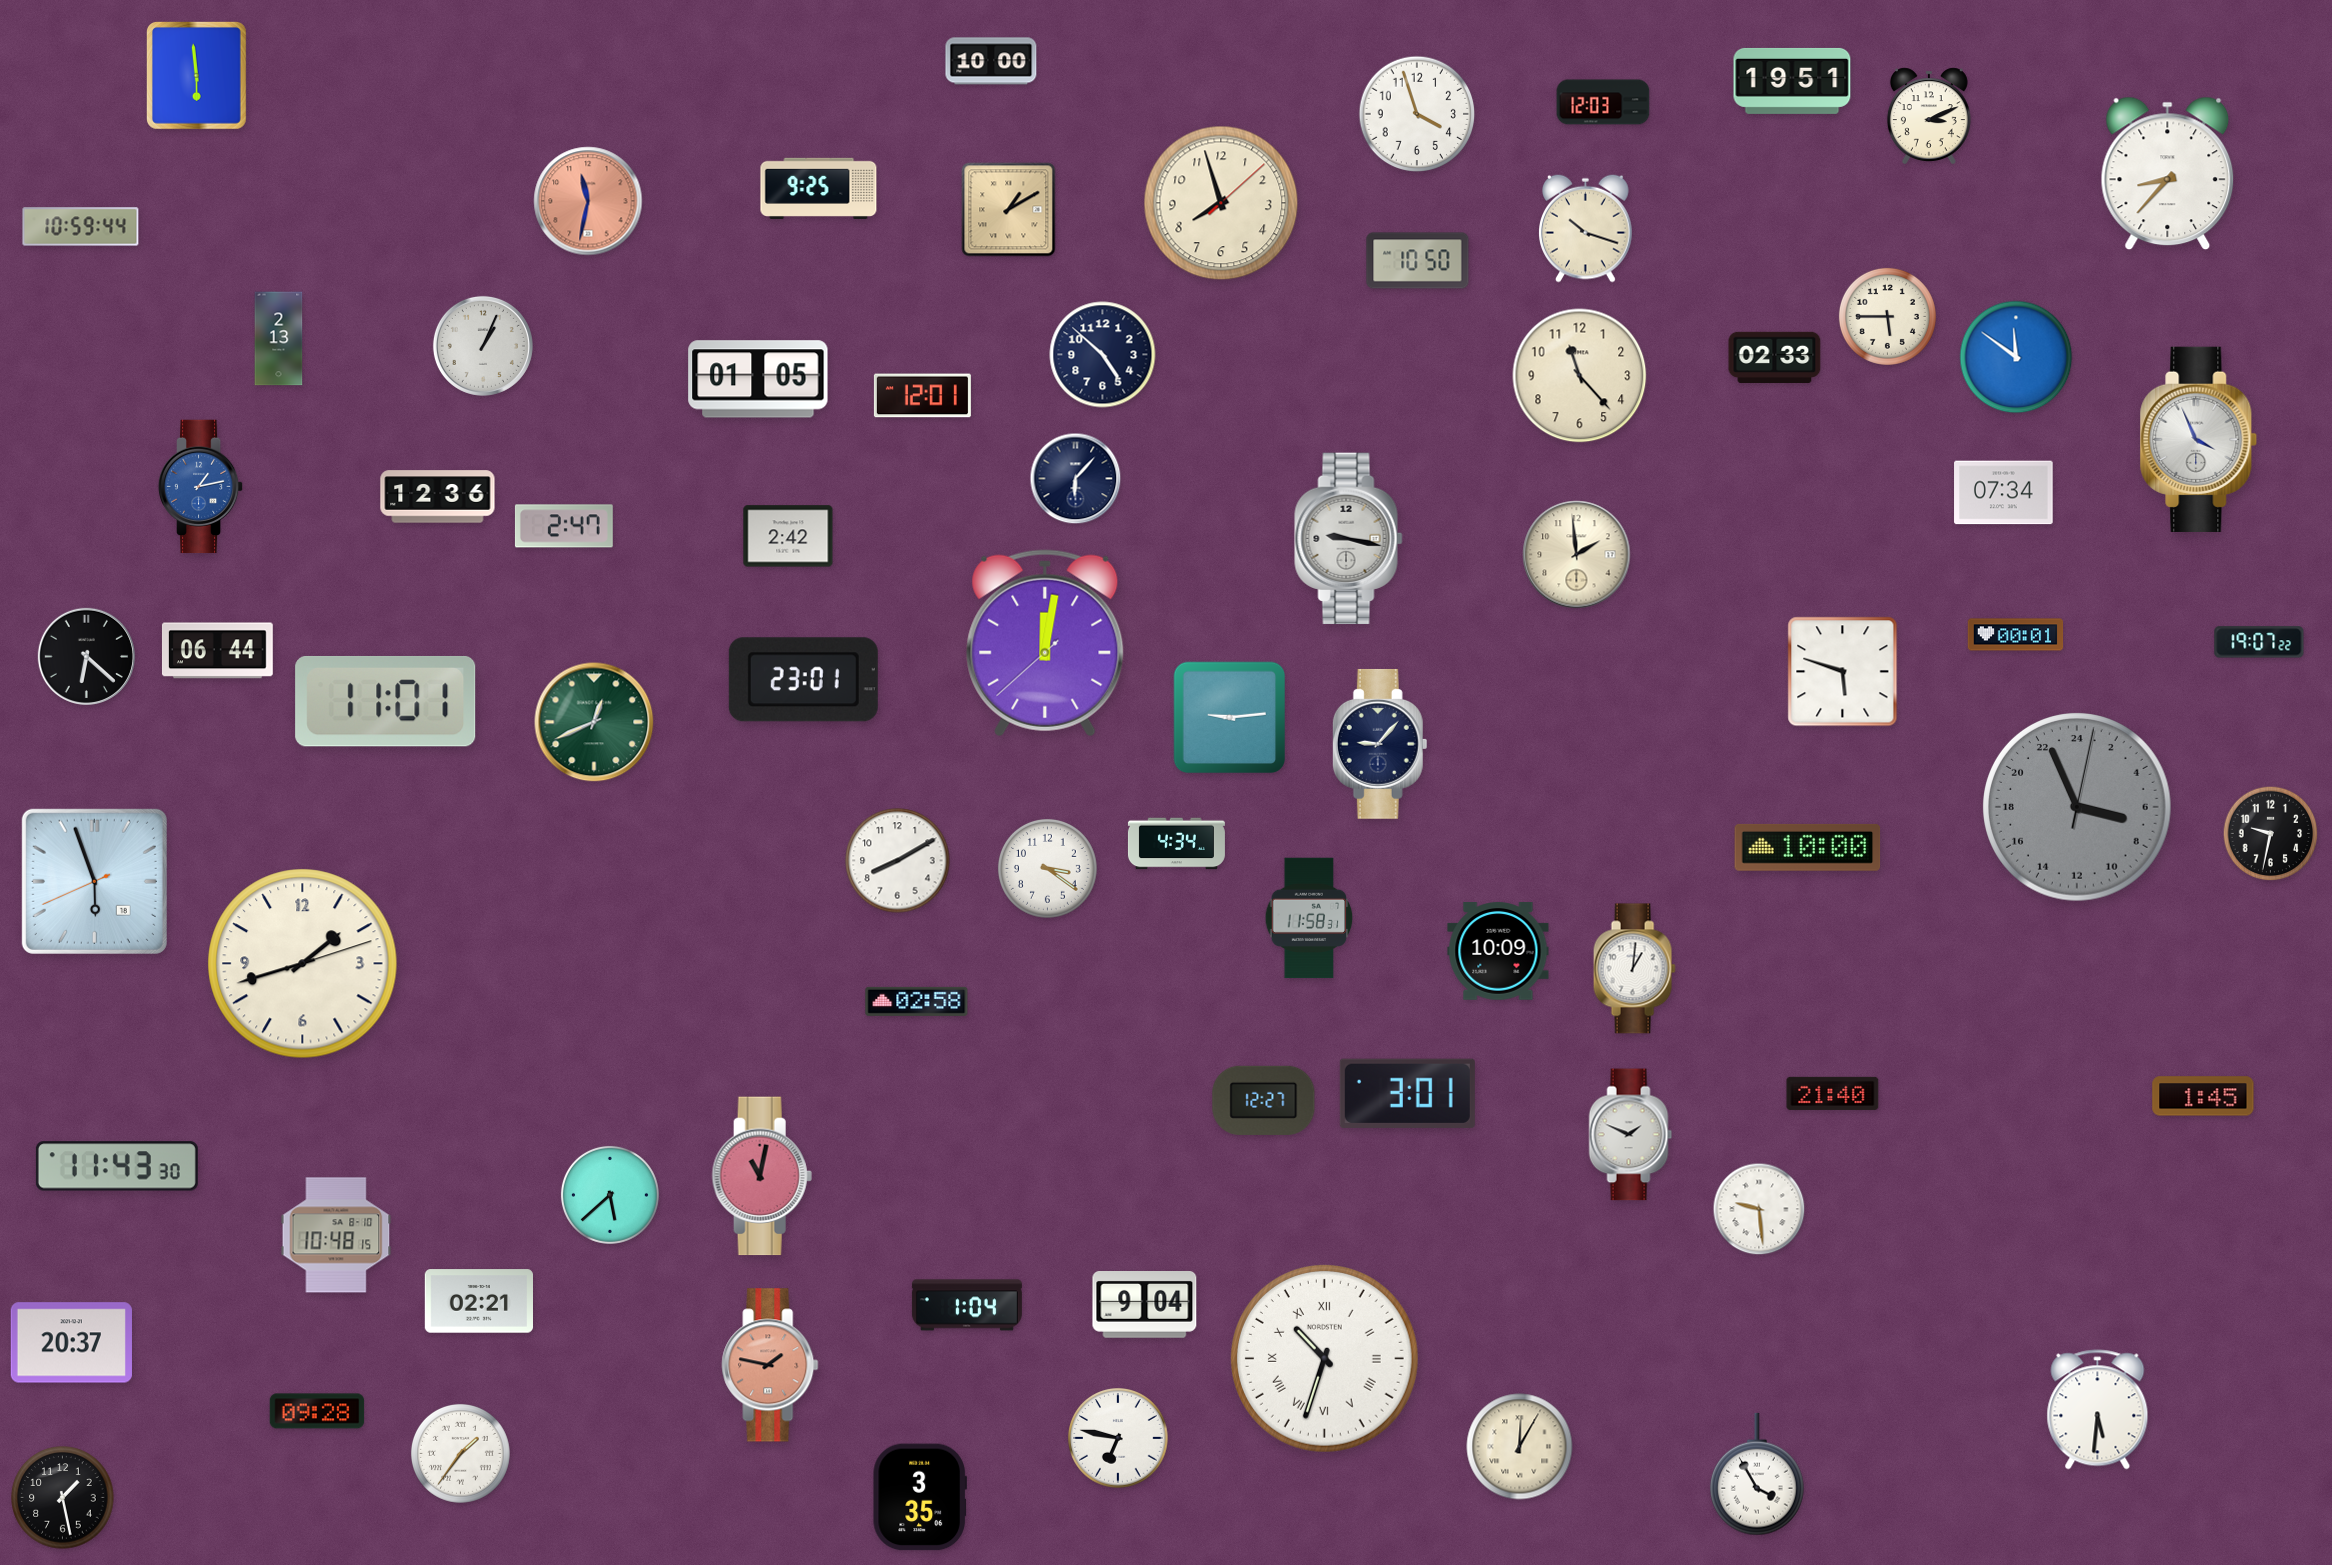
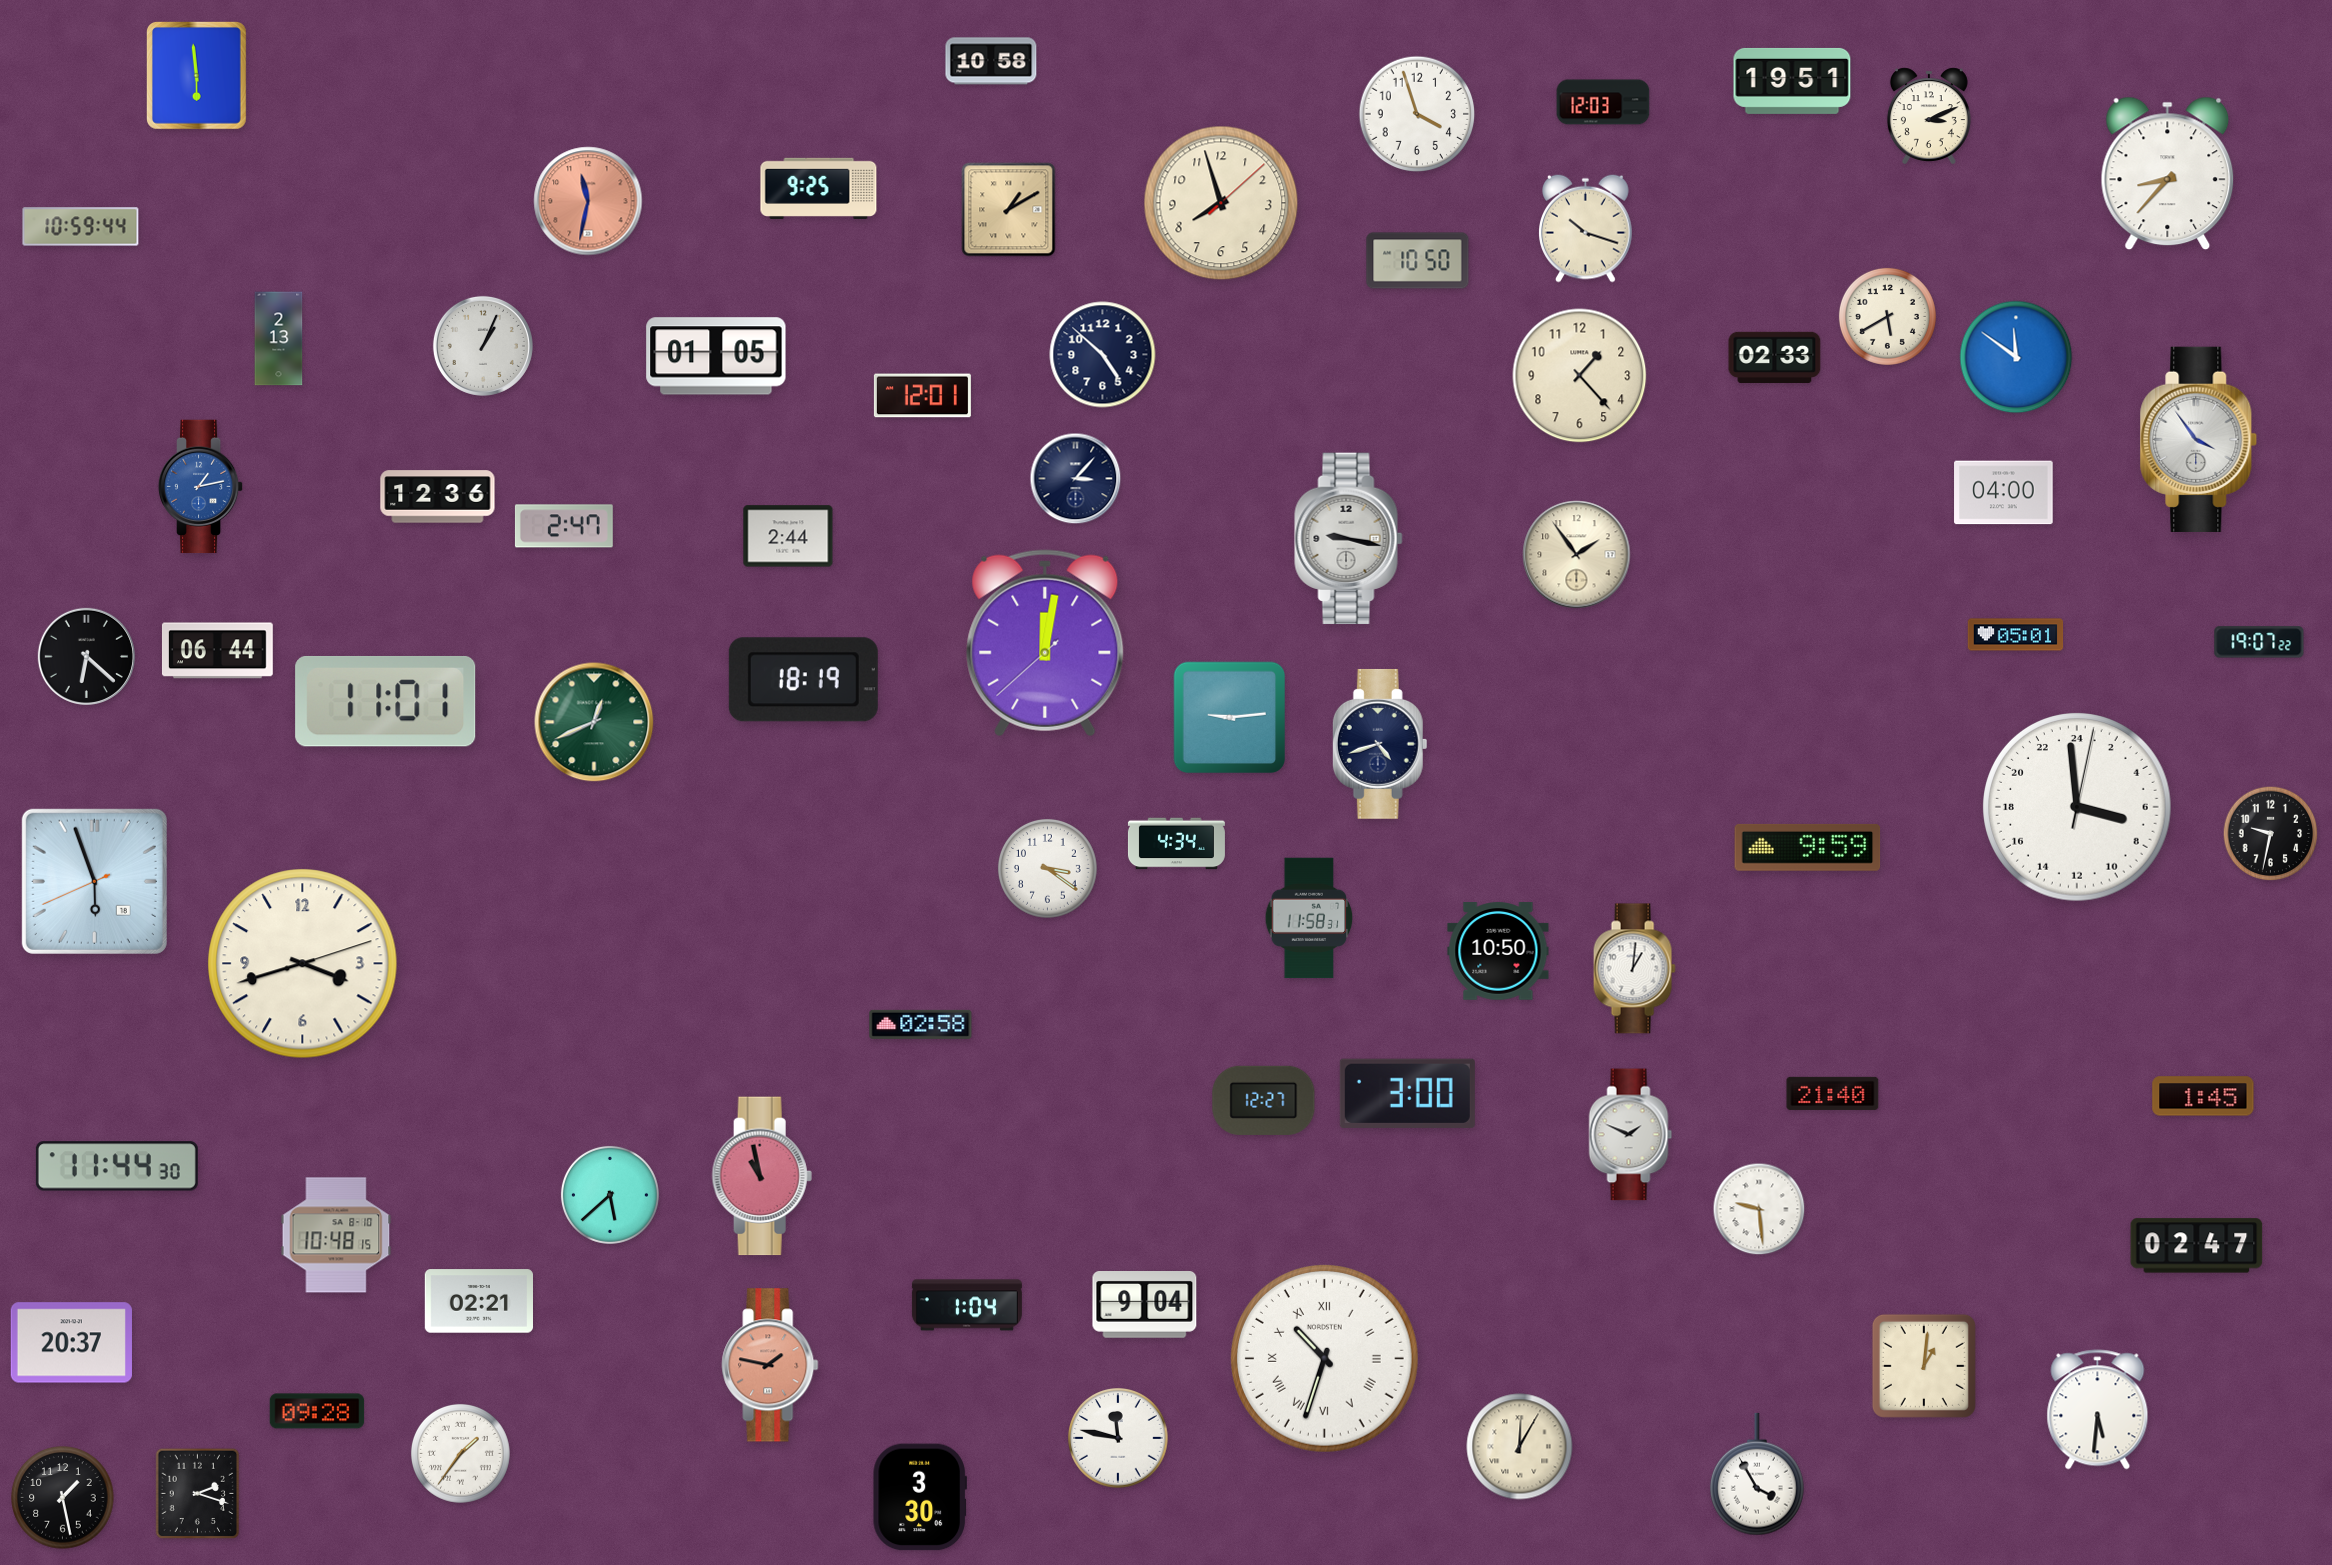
clock at (991, 61): 10:00 -> 10:58
clock at (1887, 316): 5:45 -> 5:40
clock at (1580, 376): 11:23 -> 1:23
clock at (758, 379) position: (758, 379) -> (716, 356)
clock at (2199, 439): 3:56 -> 3:54
clock at (1076, 479): 6:07 -> 3:07
clock at (2004, 493): 07:34 -> 04:00
clock at (788, 536): 2:42 -> 2:44
clock at (1577, 555): 1:59 -> 1:54
clock at (2016, 635): 00:01 -> 05:01
clock at (1843, 672): 5:48 -> none
clock at (803, 680): 23:01 -> 18:19
clock at (1380, 744): 9:07 -> 4:42
clock at (2078, 808): 6:56 -> 6:59
clock at (2078, 808) dial: grey -> white
clock at (1808, 847): 10:00 -> 9:59
clock at (898, 861): 8:10 -> none
clock at (1498, 951): 10:09 -> 10:50
clock at (303, 964): 1:42 -> 3:42
clock at (917, 1001) position: (917, 1001) -> (921, 1024)
clock at (1407, 1093): 3:01 -> 3:00
clock at (117, 1166): 11:43 -> 11:44
clock at (762, 1176): 11:02 -> 10:58
clock at (2197, 1246): none -> 02:47
clock at (1924, 1366): none -> 1:01
clock at (1119, 1439): 6:47 -> 11:47
clock at (198, 1494): none -> 2:18
clock at (920, 1497): 3:35 -> 3:30
